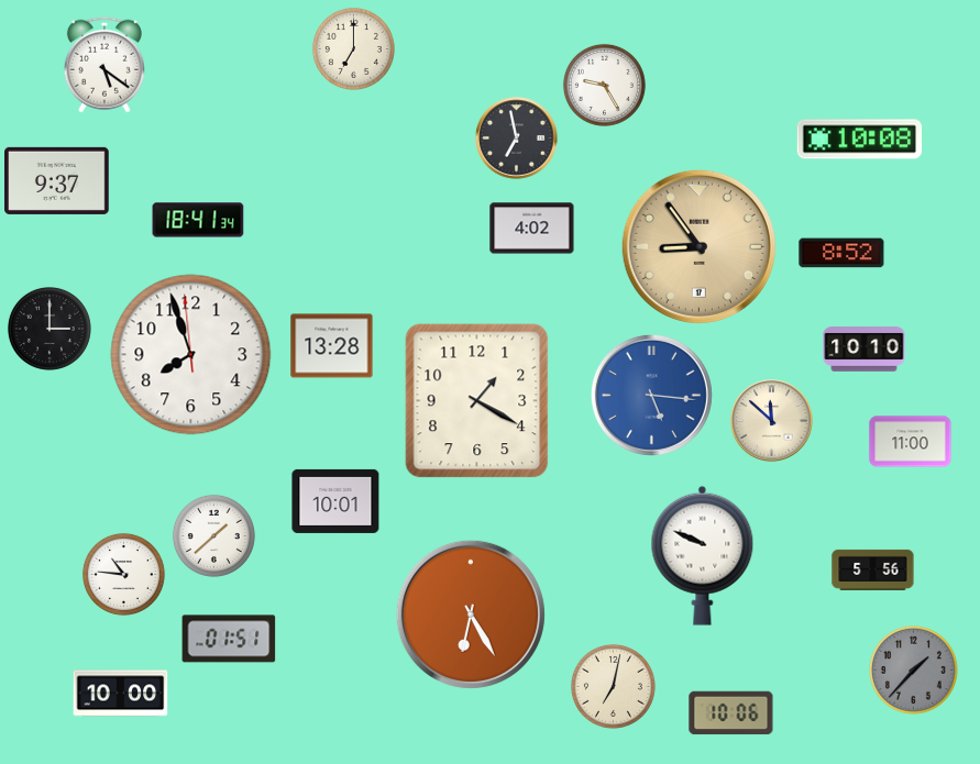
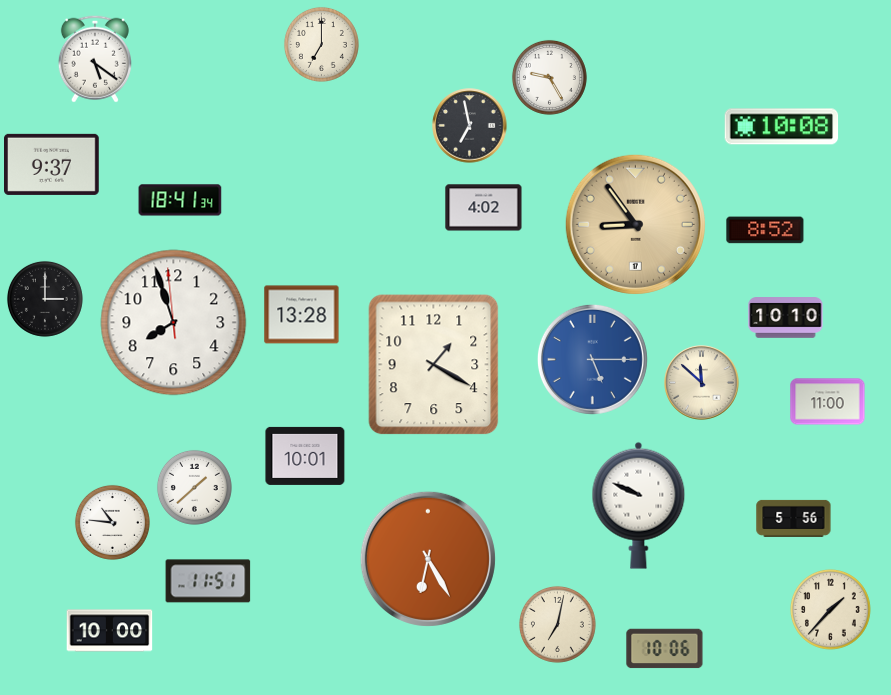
clock at (651, 395): 5:16 -> 5:15
clock at (229, 639): 01:51 -> 11:51
clock at (913, 669) dial: grey -> cream
